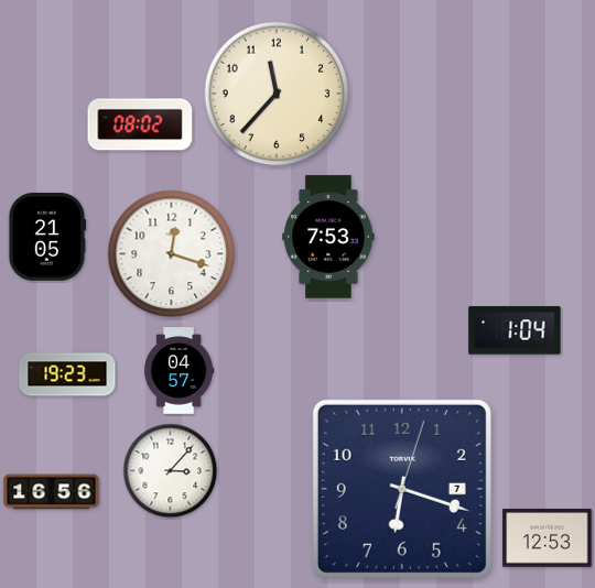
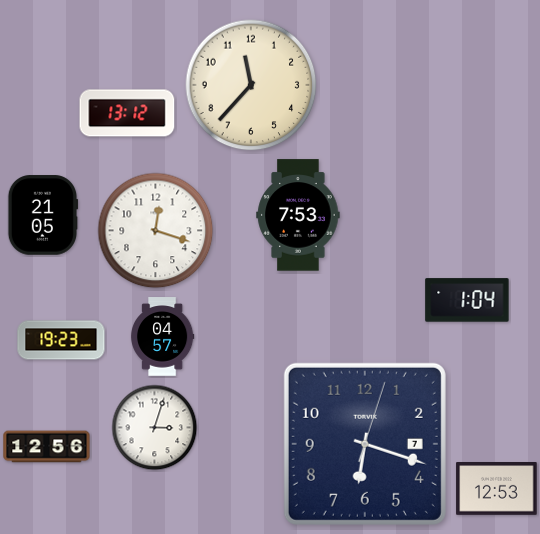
clock at (140, 124): 08:02 -> 13:12
clock at (171, 471): 3:07 -> 3:03
clock at (52, 492): 16:56 -> 12:56
